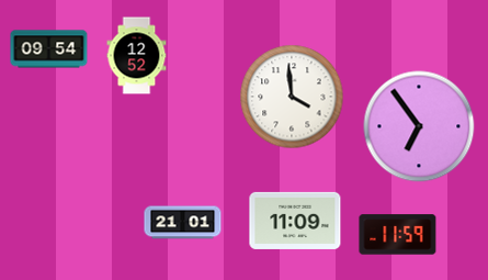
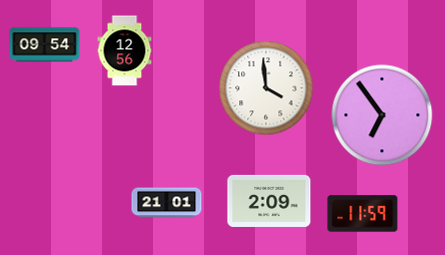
clock at (137, 56): 12:52 -> 12:56
clock at (295, 221): 11:09 -> 2:09
